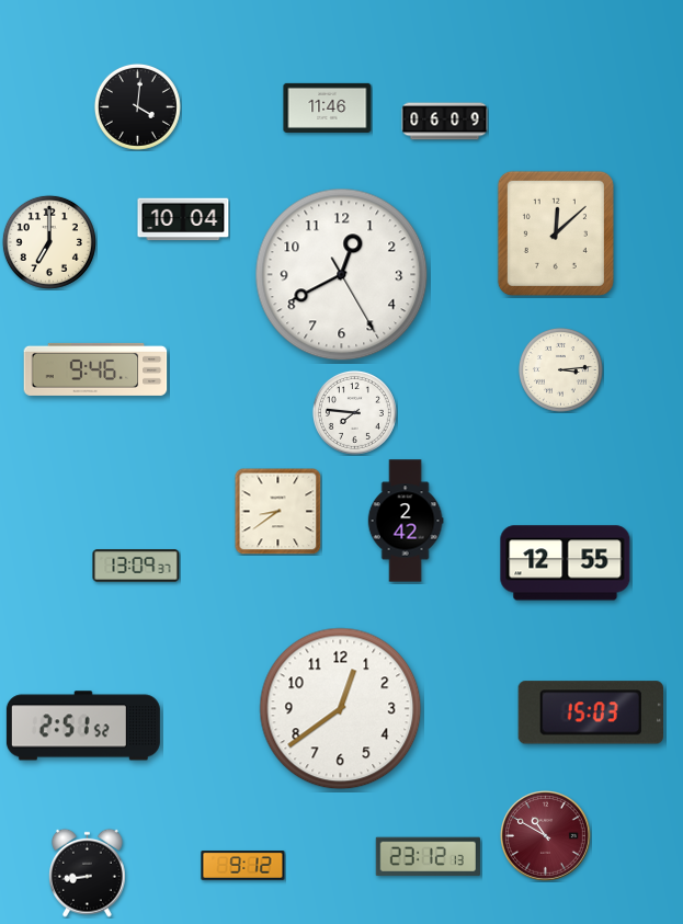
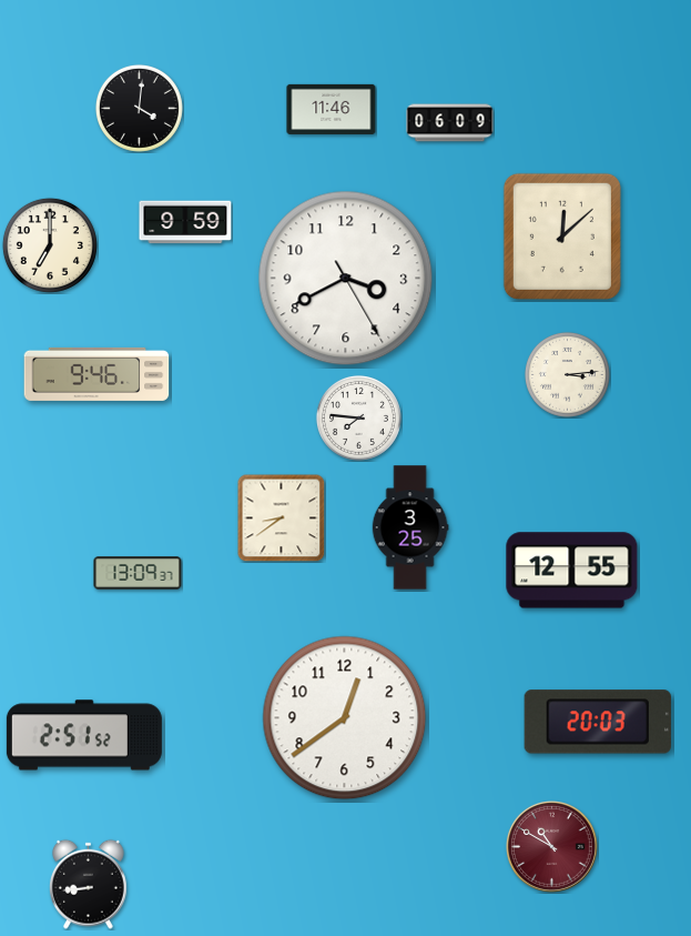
clock at (183, 219): 10:04 -> 9:59
clock at (342, 275): 12:40 -> 3:40
clock at (406, 521): 2:42 -> 3:25
clock at (590, 712): 15:03 -> 20:03
clock at (428, 857): 23:12 -> none
clock at (243, 866): 9:12 -> none
